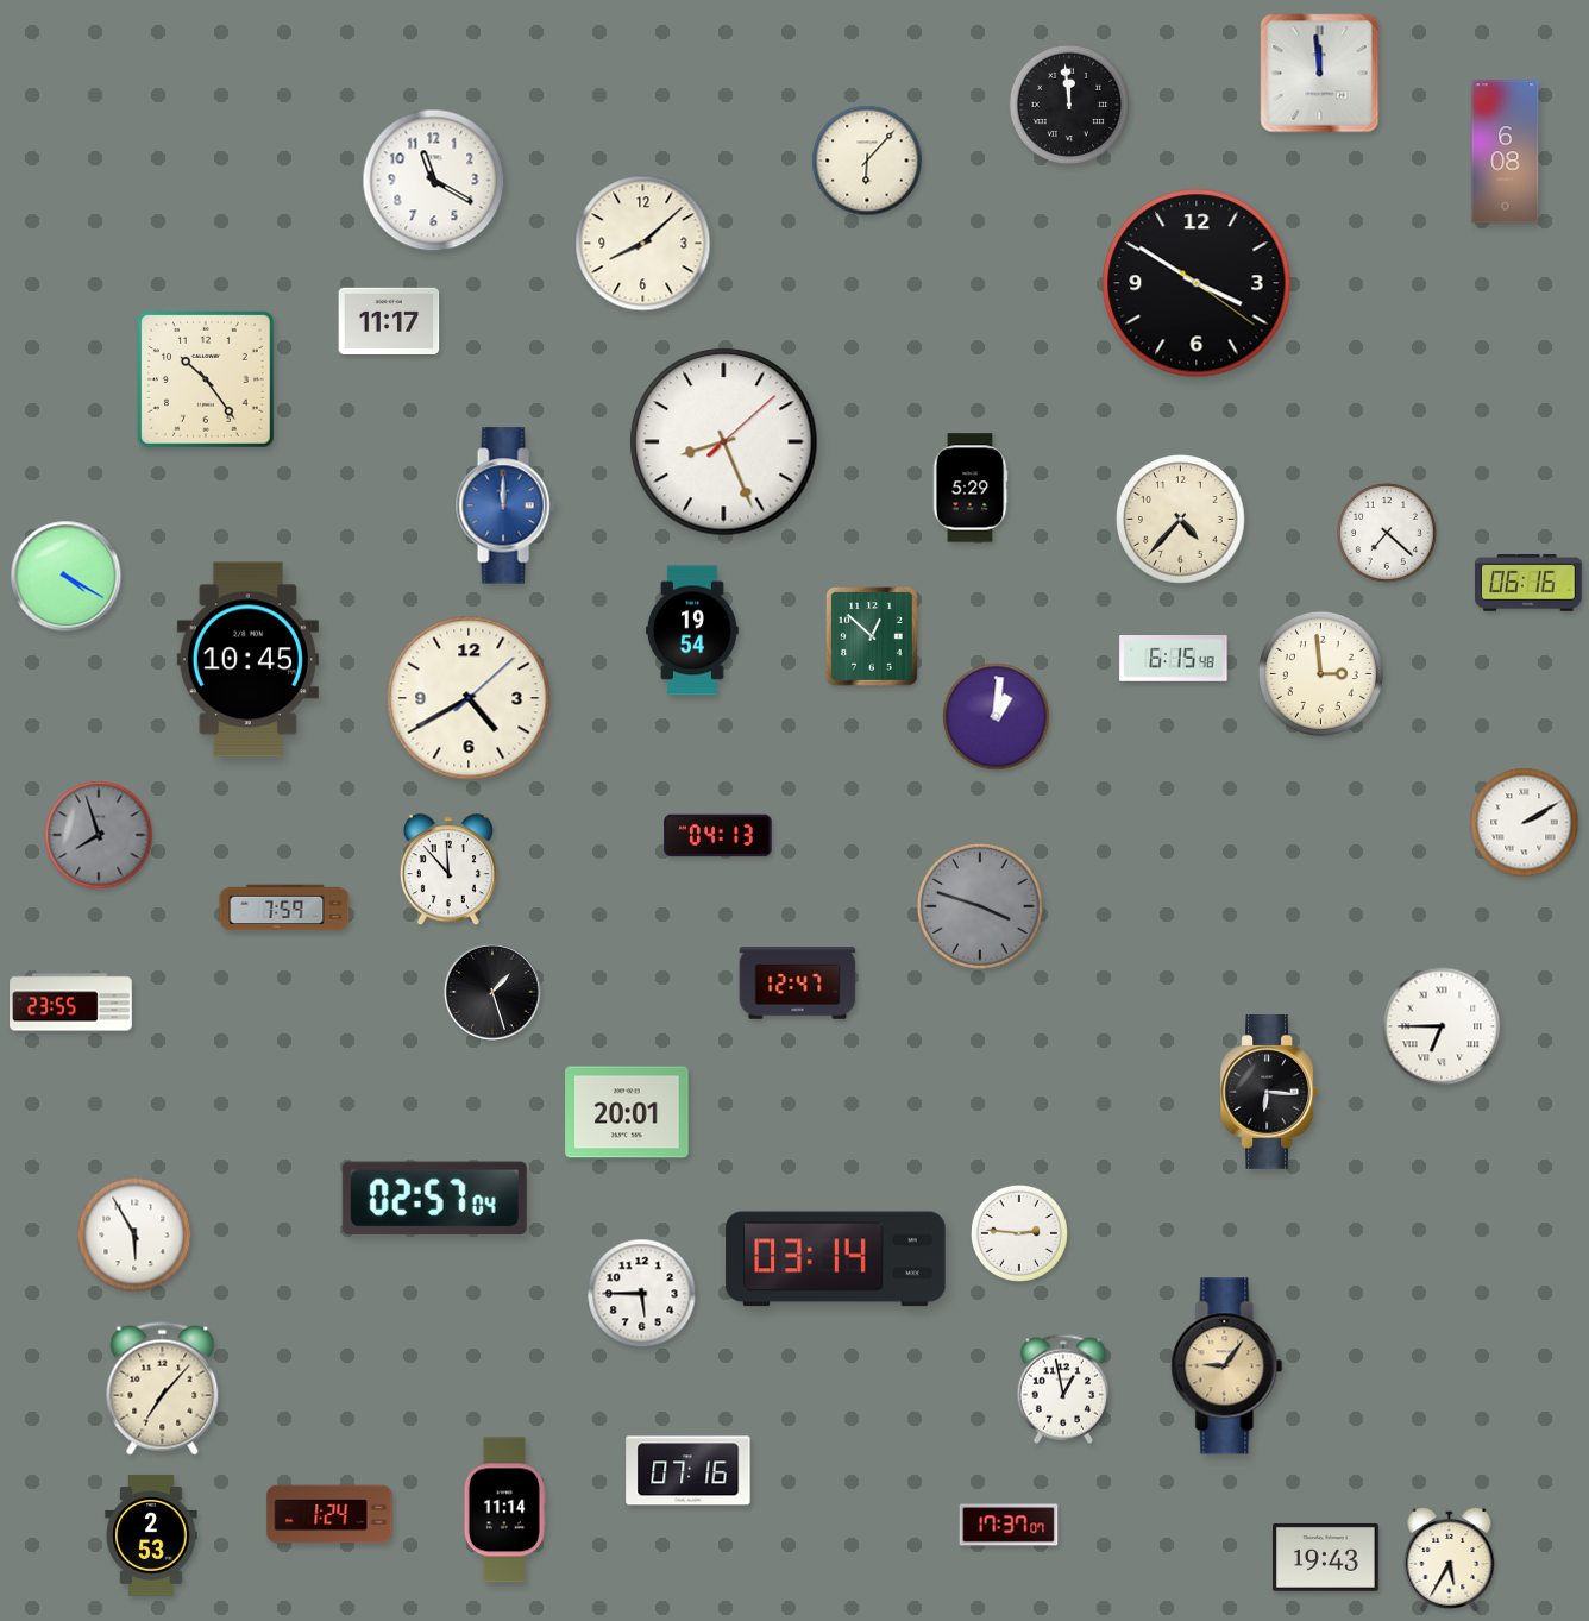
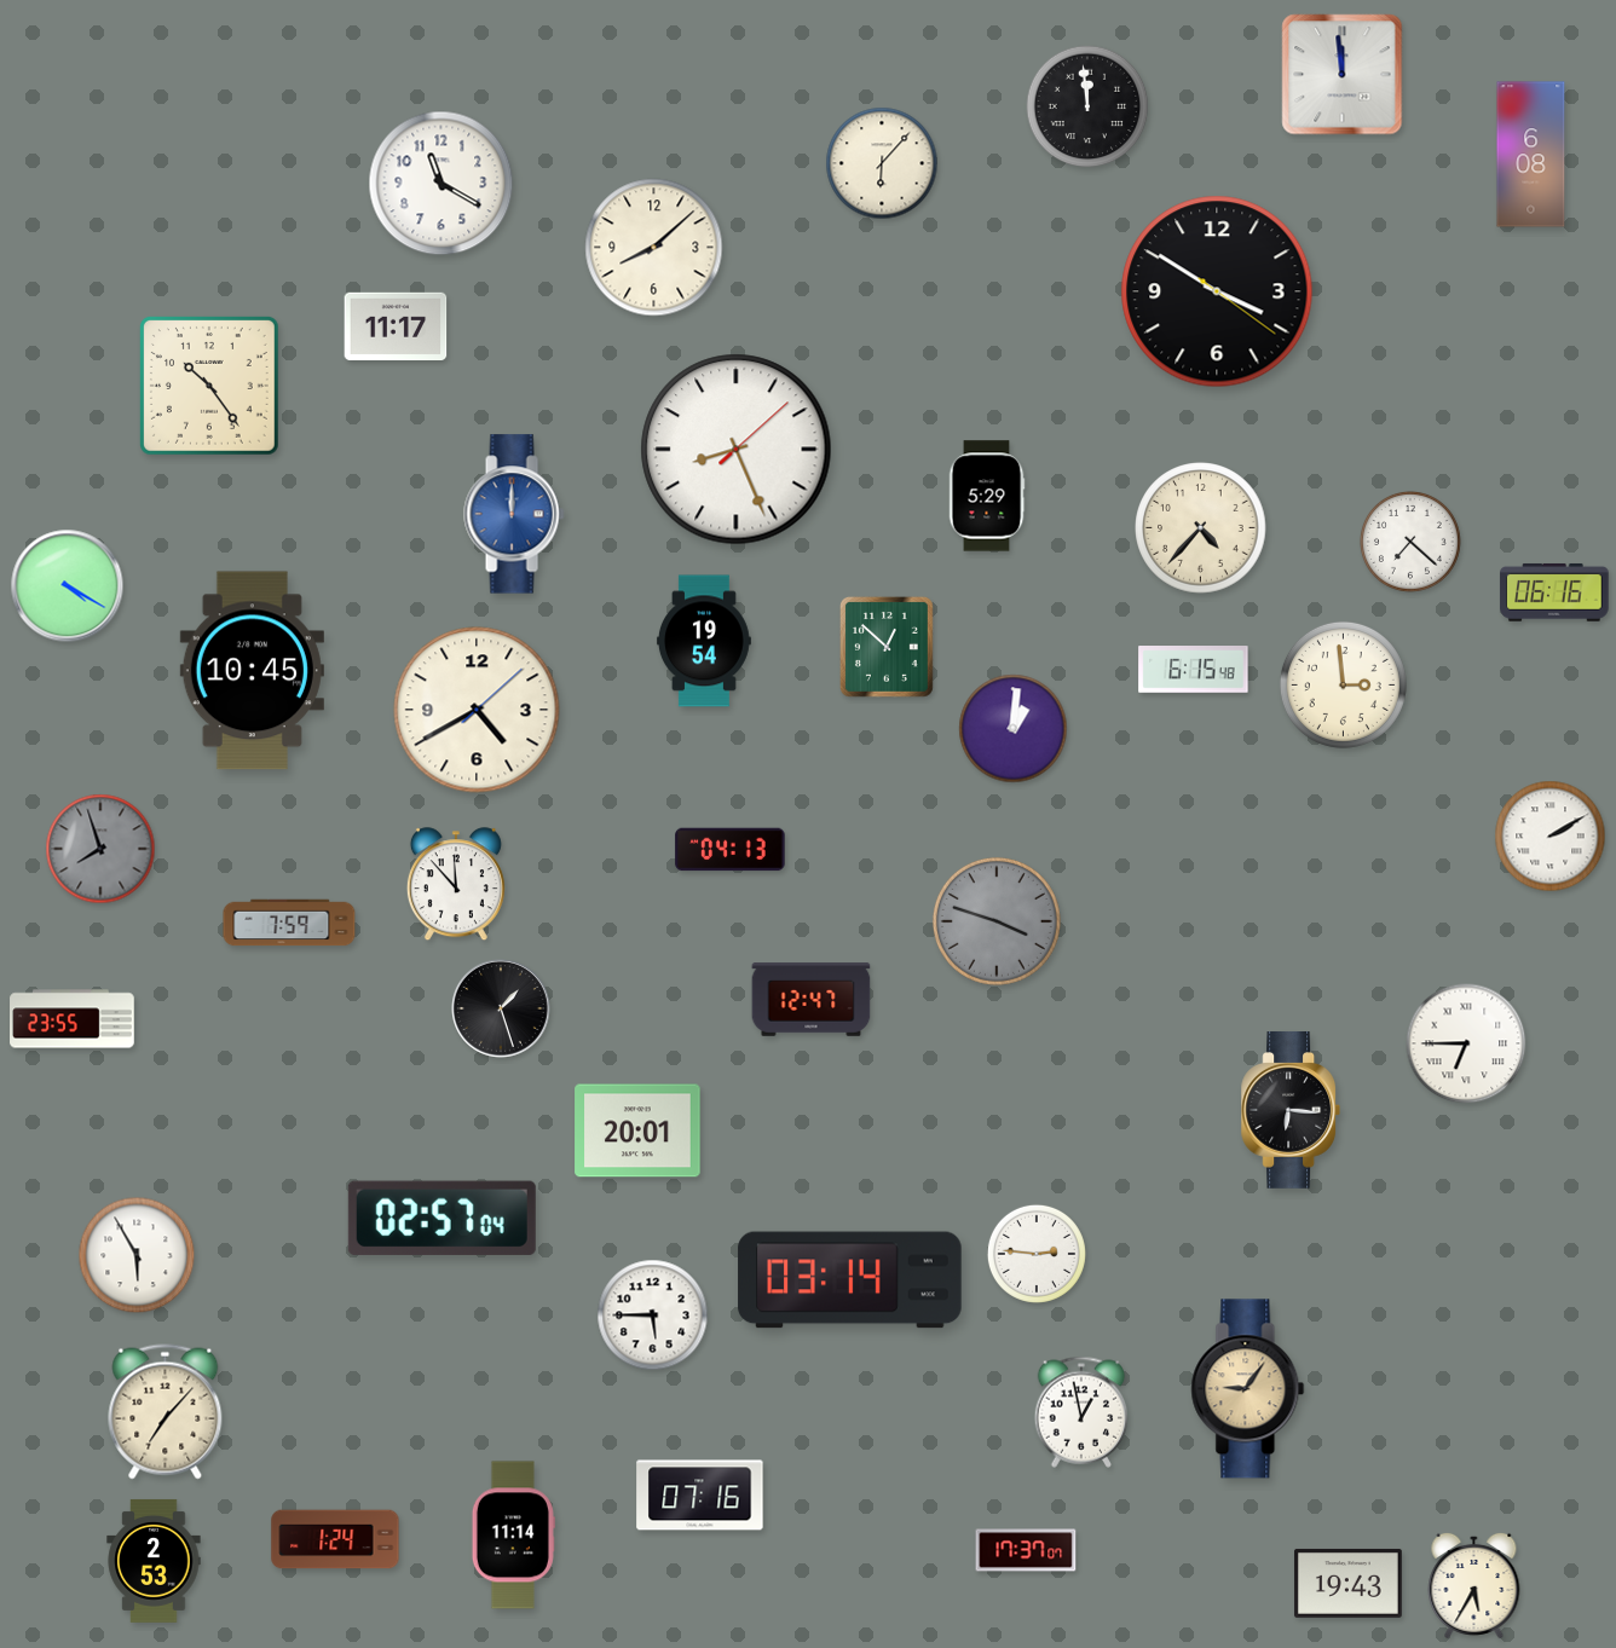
clock at (1197, 283) position: (1197, 283) -> (1217, 291)
